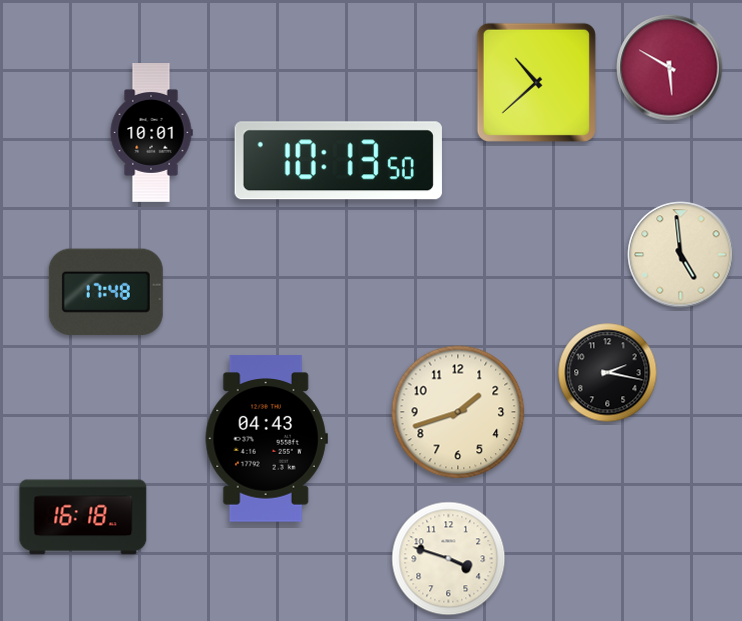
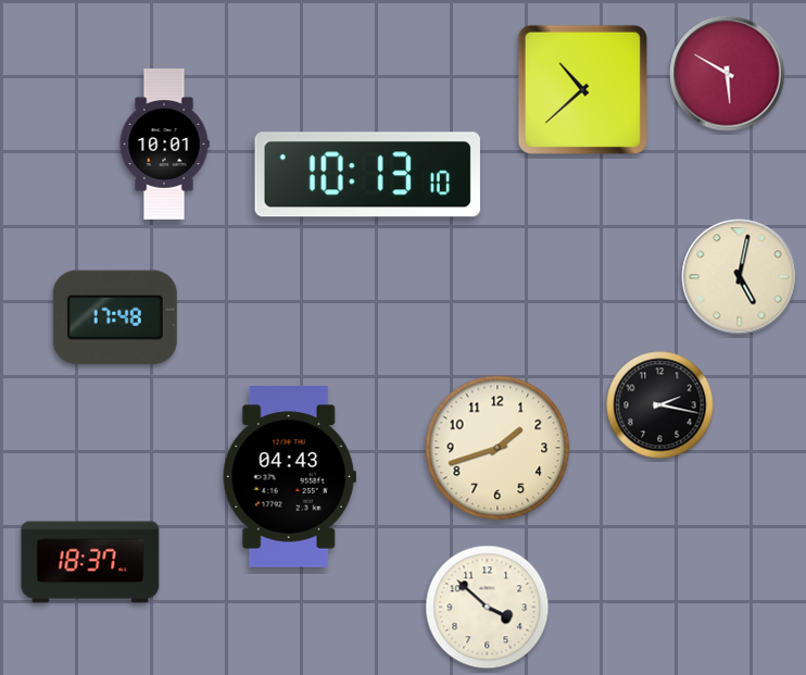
clock at (338, 161): 10:13:50 -> 10:13:10
clock at (681, 255): 4:59 -> 5:02
clock at (83, 517): 16:18 -> 18:37
clock at (449, 559): 3:48 -> 3:52
